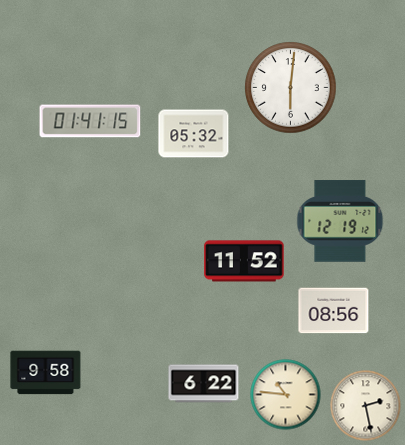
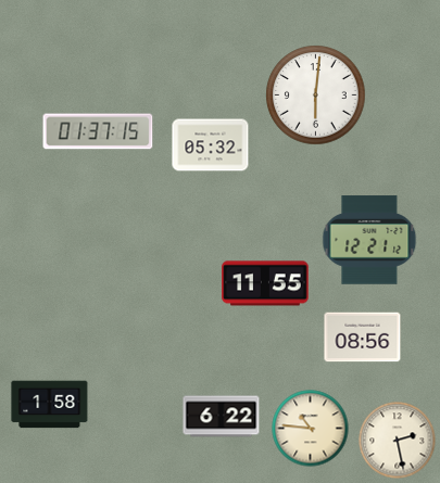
clock at (90, 121): 01:41 -> 01:37
clock at (340, 221): 12:19 -> 12:21
clock at (244, 261): 11:52 -> 11:55
clock at (46, 373): 9:58 -> 1:58
